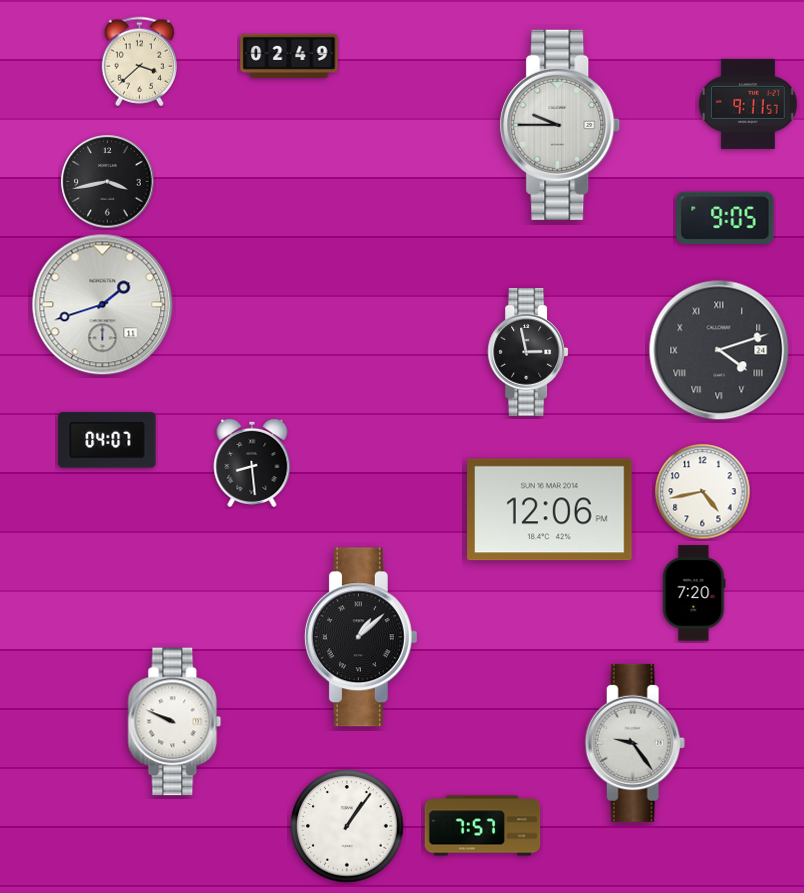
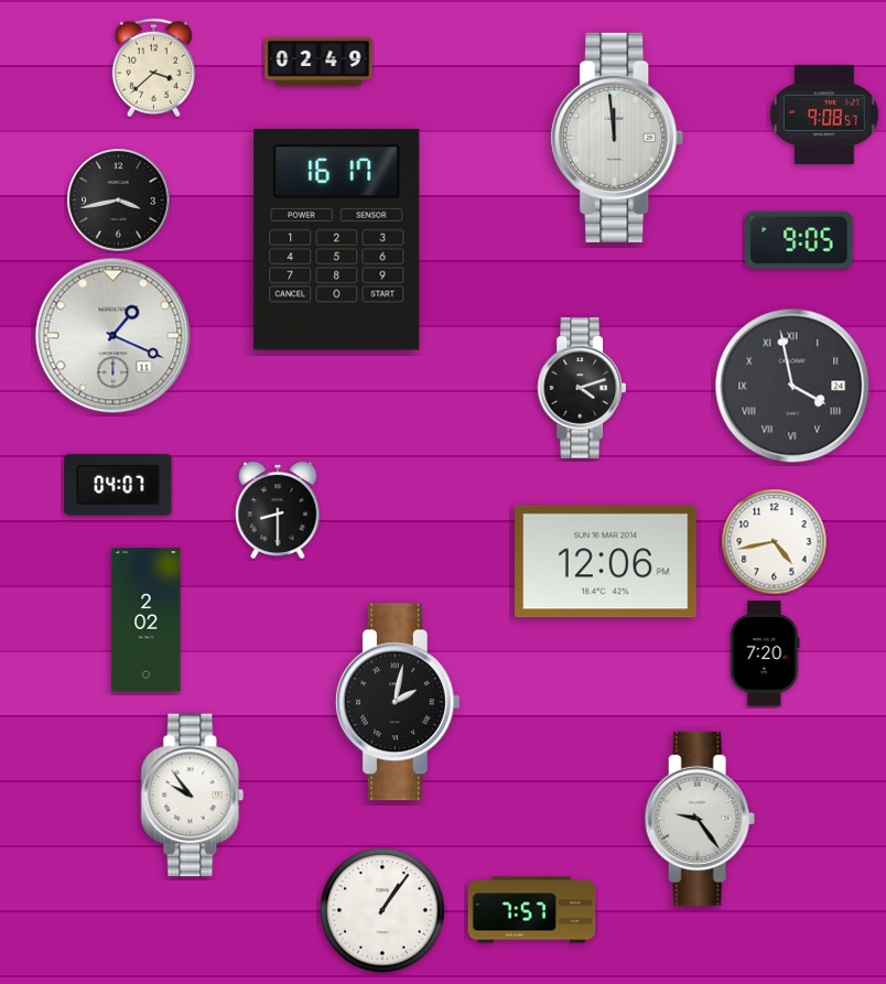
clock at (748, 104): 9:11 -> 9:08
clock at (560, 125): 9:45 -> 11:59
clock at (337, 239): none -> 16:17
clock at (103, 305): 1:42 -> 1:19
clock at (719, 350): 4:12 -> 3:58
clock at (528, 352): 2:58 -> 4:12
clock at (252, 463): 8:29 -> 8:30
clock at (147, 620): none -> 2:02
clock at (361, 637): 1:08 -> 2:02
clock at (175, 722): 9:49 -> 9:54
